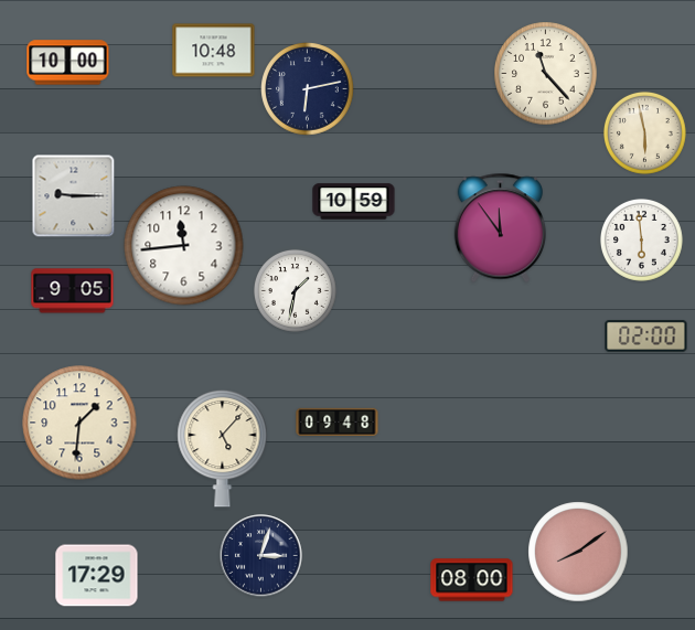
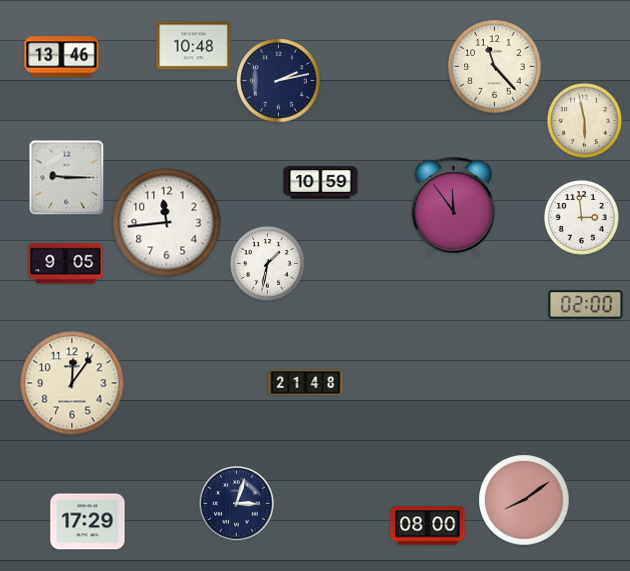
clock at (68, 63): 10:00 -> 13:46
clock at (308, 89): 6:13 -> 2:13
clock at (641, 239): 5:59 -> 2:59
clock at (79, 423): 1:31 -> 12:06
clock at (338, 423): 09:48 -> 21:48
clock at (223, 448): 5:07 -> none
